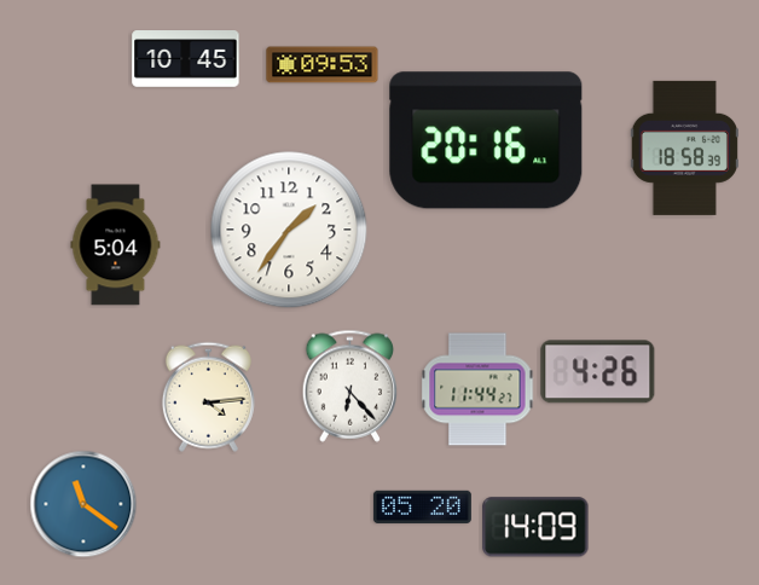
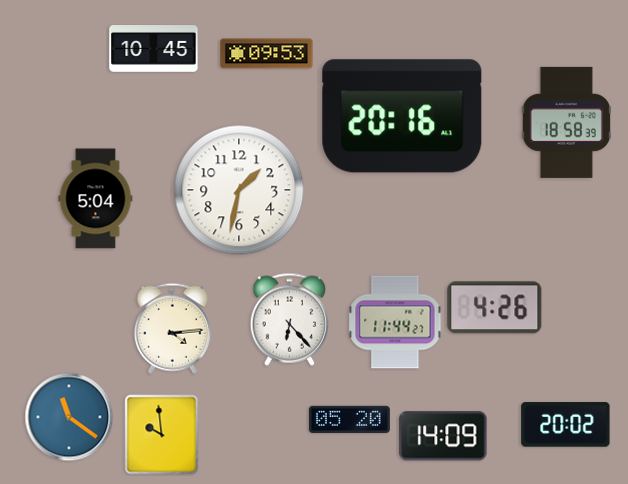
clock at (289, 230): 1:36 -> 1:32
clock at (116, 245) position: (116, 245) -> (96, 199)
clock at (566, 425): none -> 20:02
clock at (162, 435): none -> 9:59
